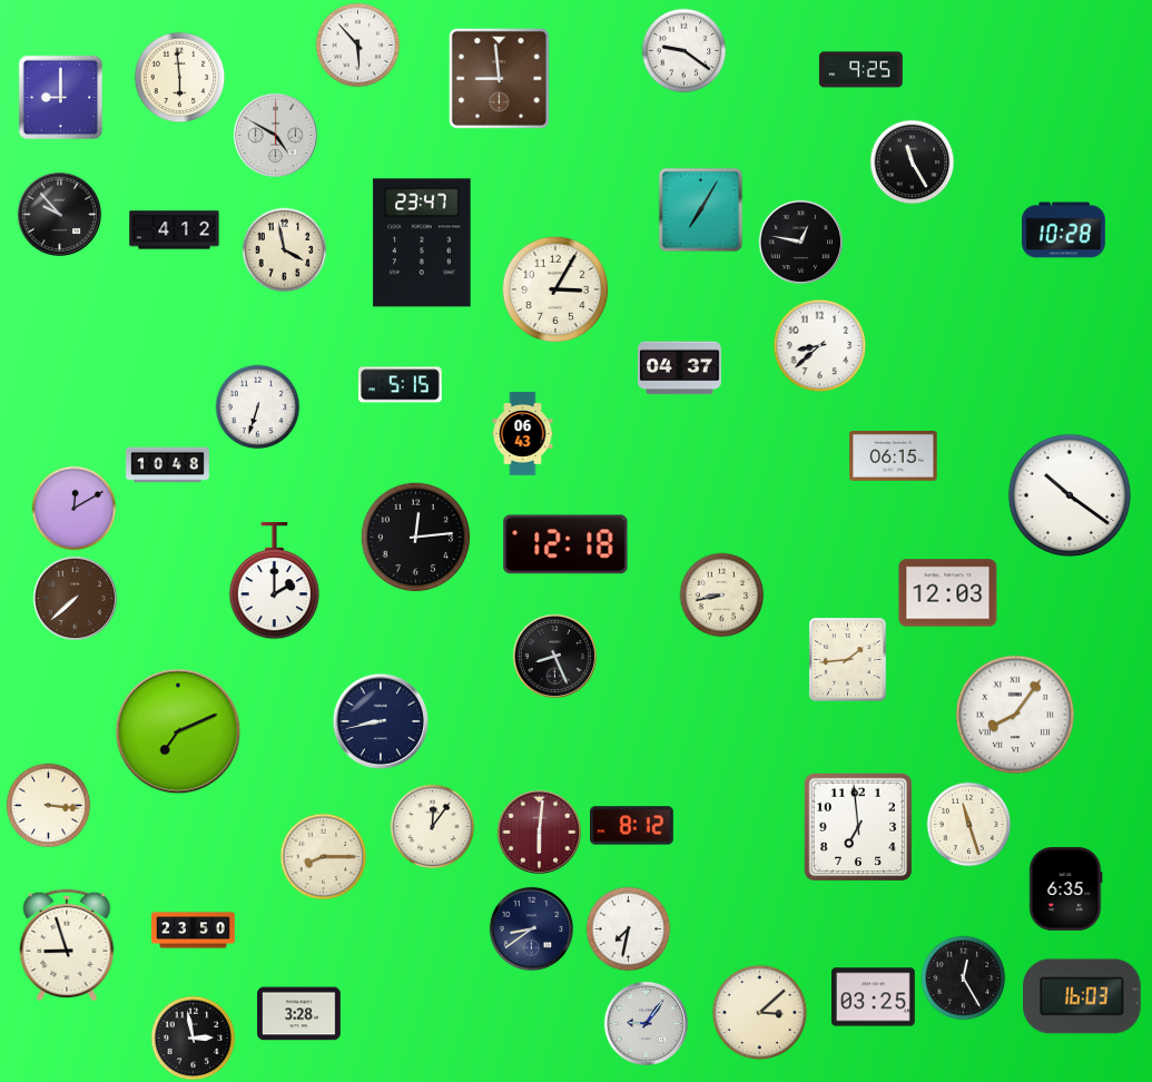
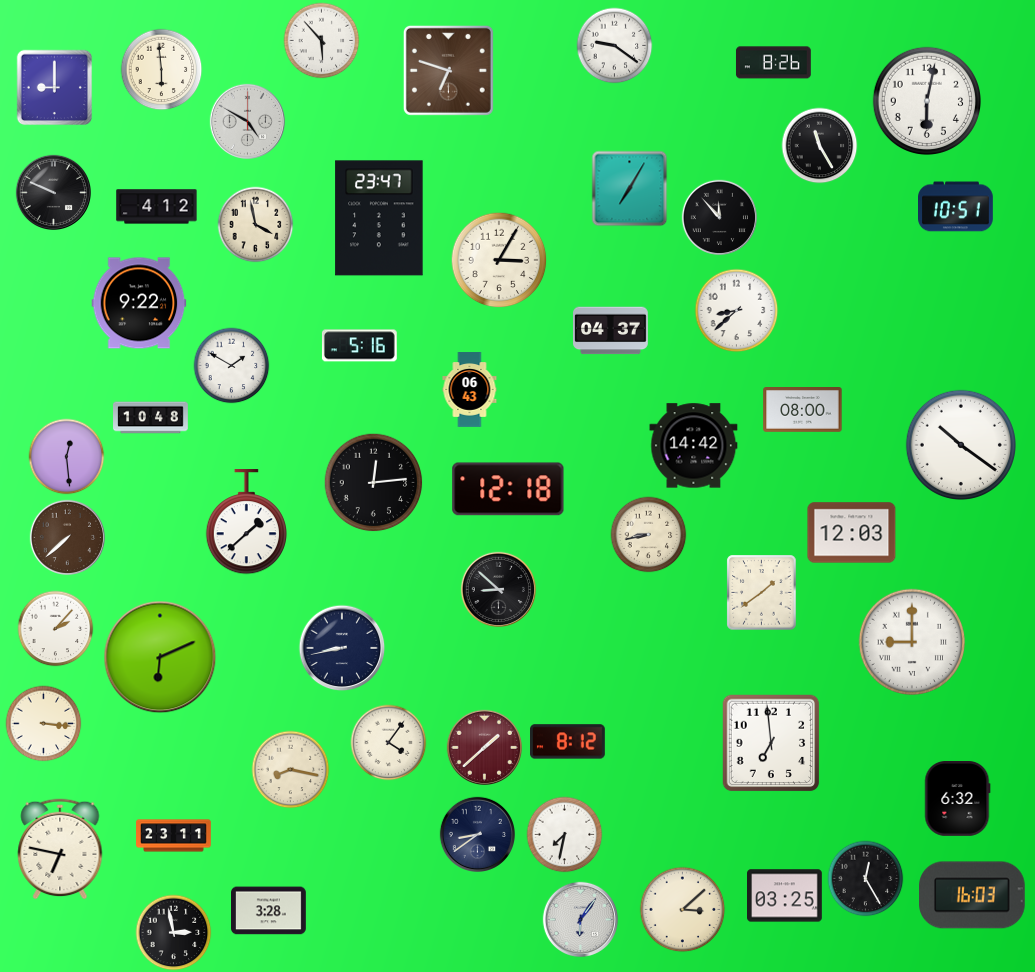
clock at (860, 70): 9:25 -> 8:26
clock at (499, 78): 8:59 -> 6:48
clock at (926, 100): none -> 6:02
clock at (59, 214): 9:53 -> 9:49
clock at (1064, 230): 10:28 -> 10:51
clock at (800, 242): 12:47 -> 11:53
clock at (139, 303): none -> 9:22
clock at (400, 385): 5:15 -> 5:16
clock at (258, 407): 6:33 -> 1:50
clock at (894, 456): 06:15 -> 08:00
clock at (694, 446): none -> 14:42
clock at (75, 509): 12:10 -> 12:29
clock at (274, 582): 2:00 -> 1:38
clock at (554, 656): 8:26 -> 8:52
clock at (848, 660): 1:44 -> 1:39
clock at (56, 629): none -> 2:07
clock at (1015, 715): 8:06 -> 9:00
clock at (178, 731): 7:11 -> 6:11
clock at (969, 825): 11:27 -> none
clock at (433, 827): 12:06 -> 4:06
clock at (539, 832): 6:01 -> 1:38
clock at (324, 857): 8:15 -> 8:17
clock at (1066, 889): 6:35 -> 6:32
clock at (194, 931): 23:50 -> 23:11
clock at (67, 945): 8:57 -> 6:47
clock at (646, 1023): 9:06 -> 6:06
